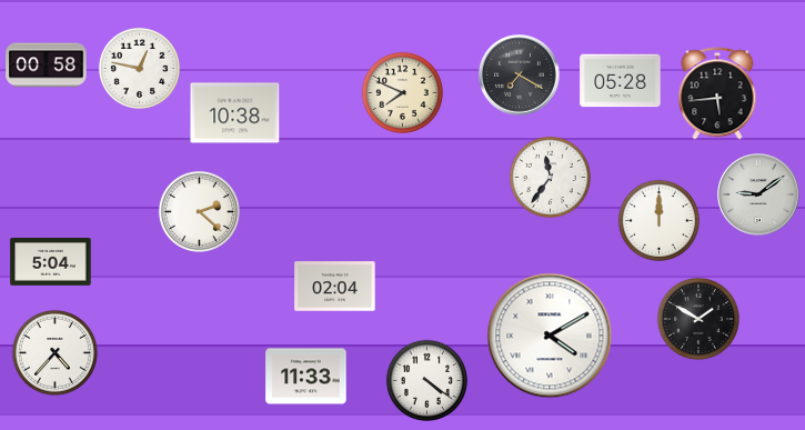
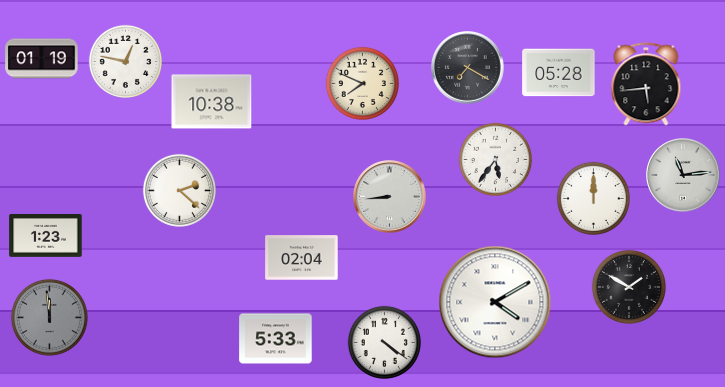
clock at (47, 66): 00:58 -> 01:19
clock at (550, 177): 11:36 -> 5:36
clock at (758, 194): 9:09 -> 11:14
clock at (390, 197): none -> 8:44
clock at (51, 262): 5:04 -> 1:23
clock at (54, 352): 4:37 -> 11:59
clock at (54, 352) dial: white -> grey
clock at (306, 377): 11:33 -> 5:33
